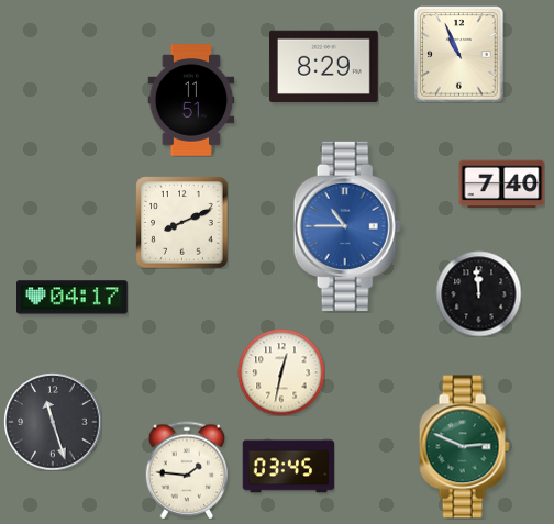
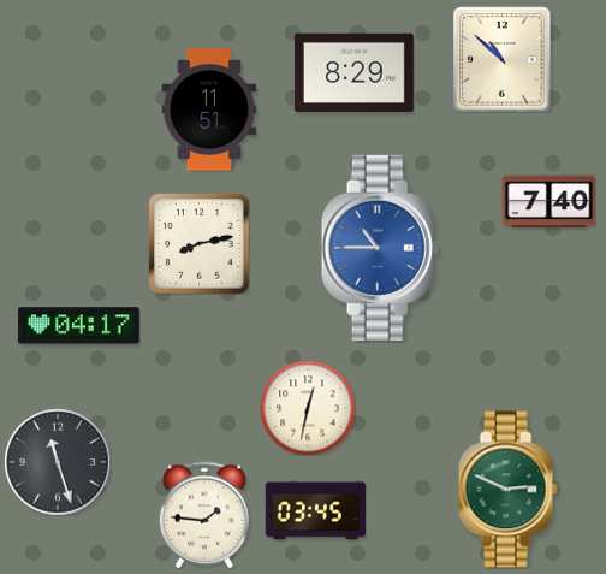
clock at (459, 54): 10:56 -> 10:52
clock at (181, 222): 8:11 -> 8:13
clock at (478, 293): 11:59 -> none
